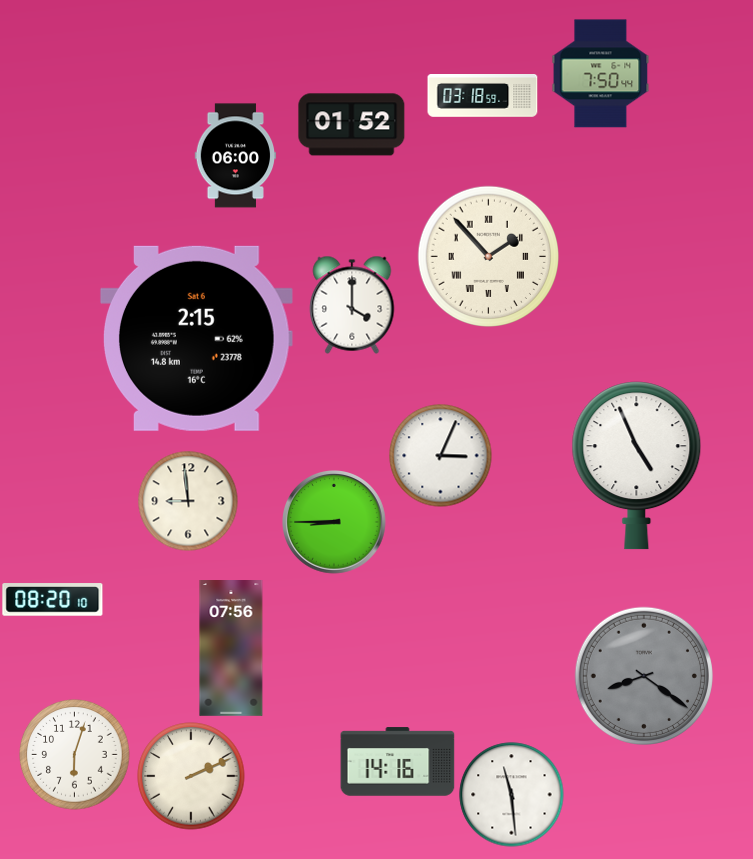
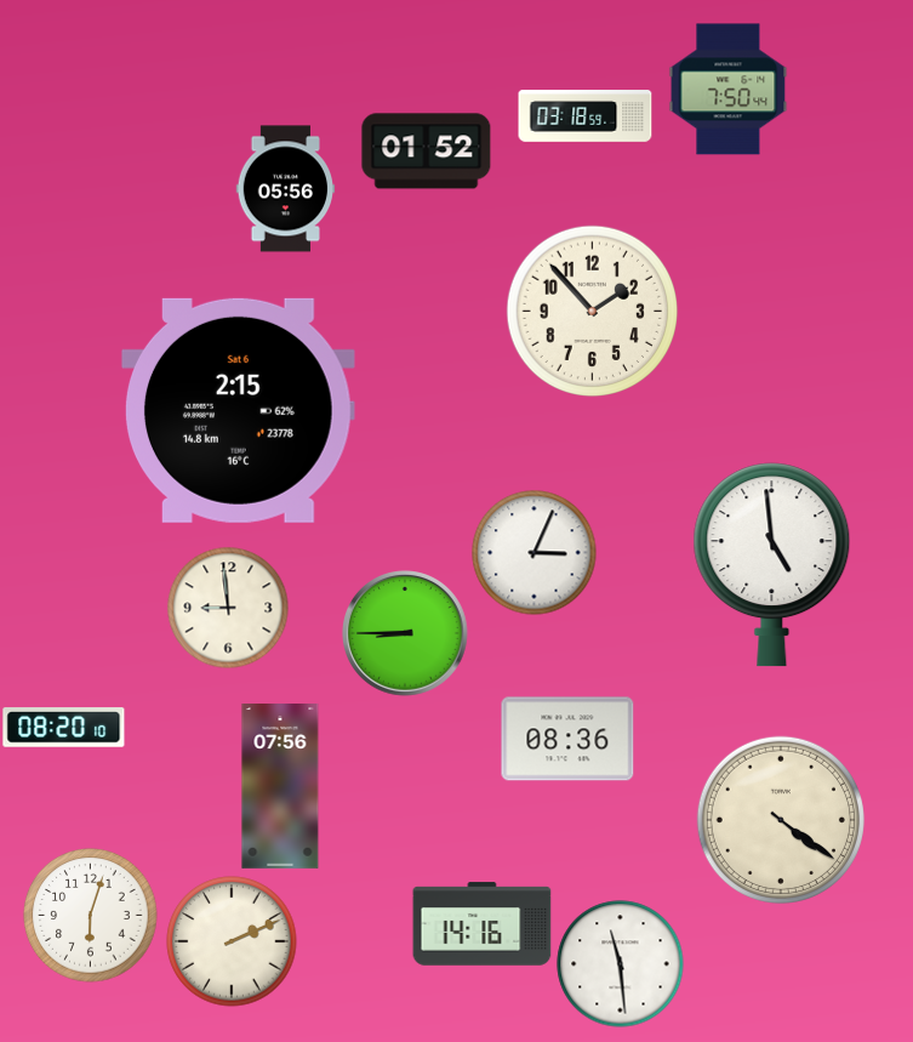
clock at (236, 156): 06:00 -> 05:56
clock at (488, 256) numerals: Roman -> Arabic
clock at (352, 305): 4:00 -> none
clock at (637, 466): 4:56 -> 4:59
clock at (567, 739): none -> 08:36
clock at (644, 676): 8:21 -> 4:21
clock at (644, 676) dial: grey -> cream
